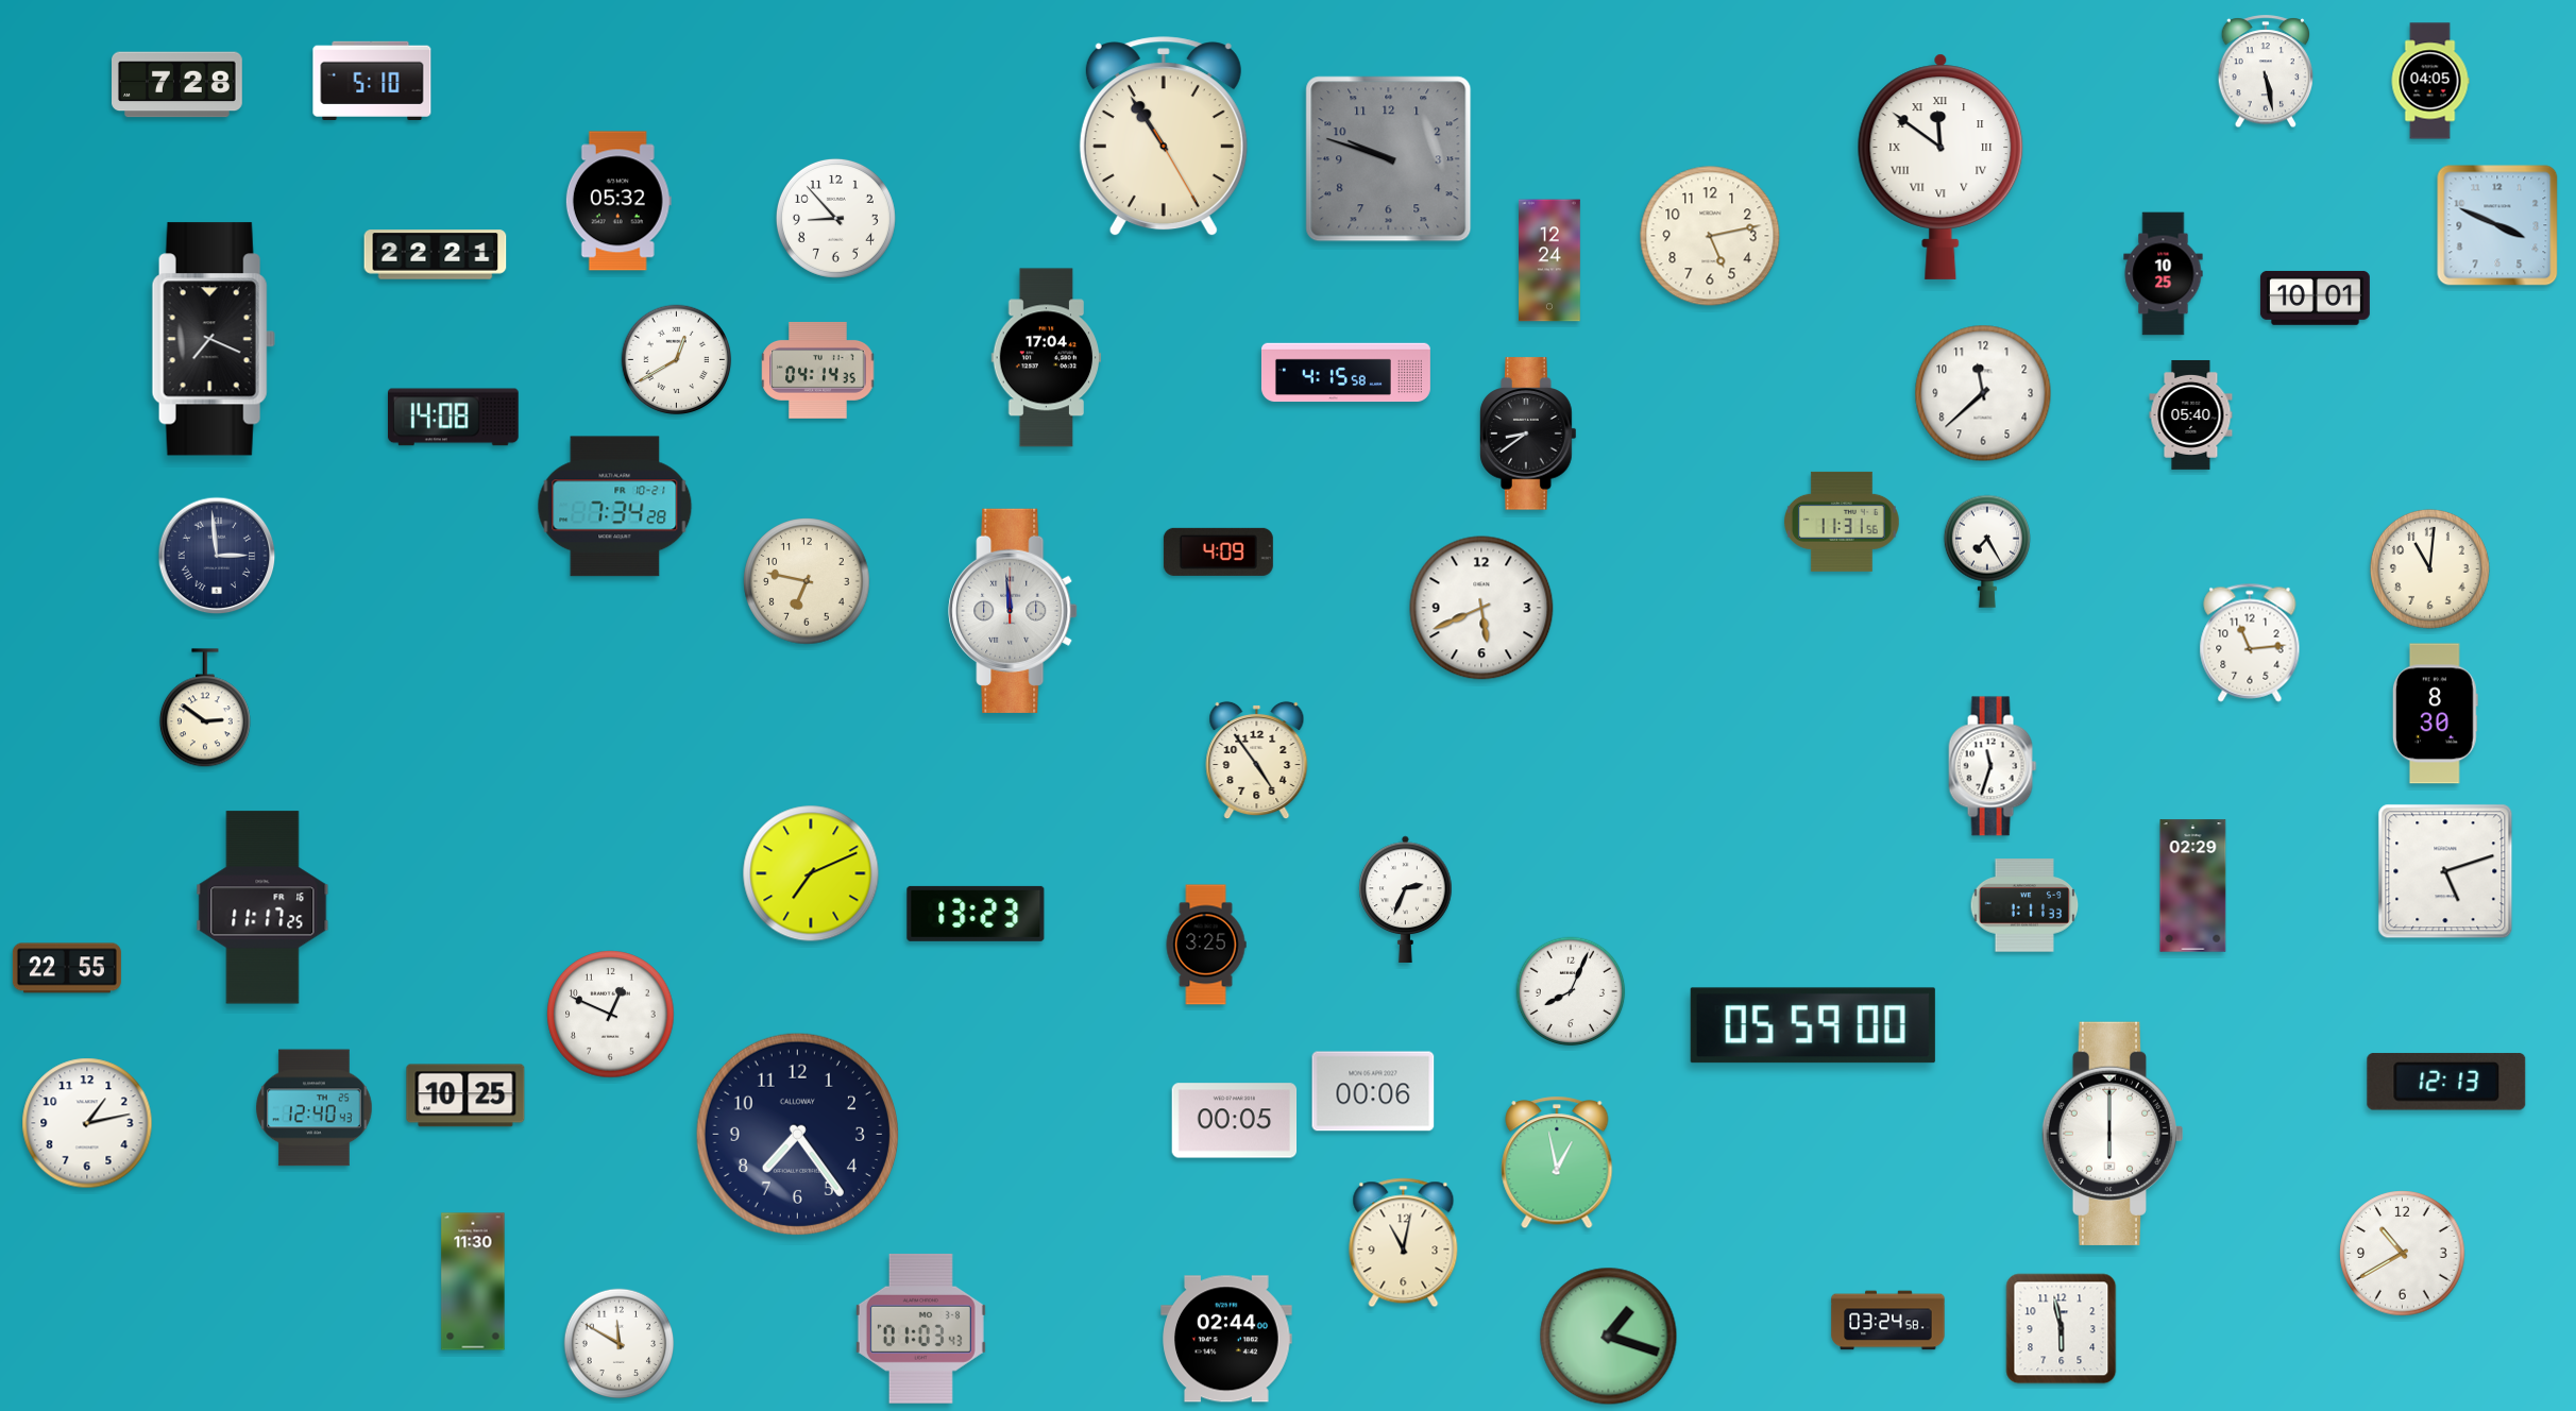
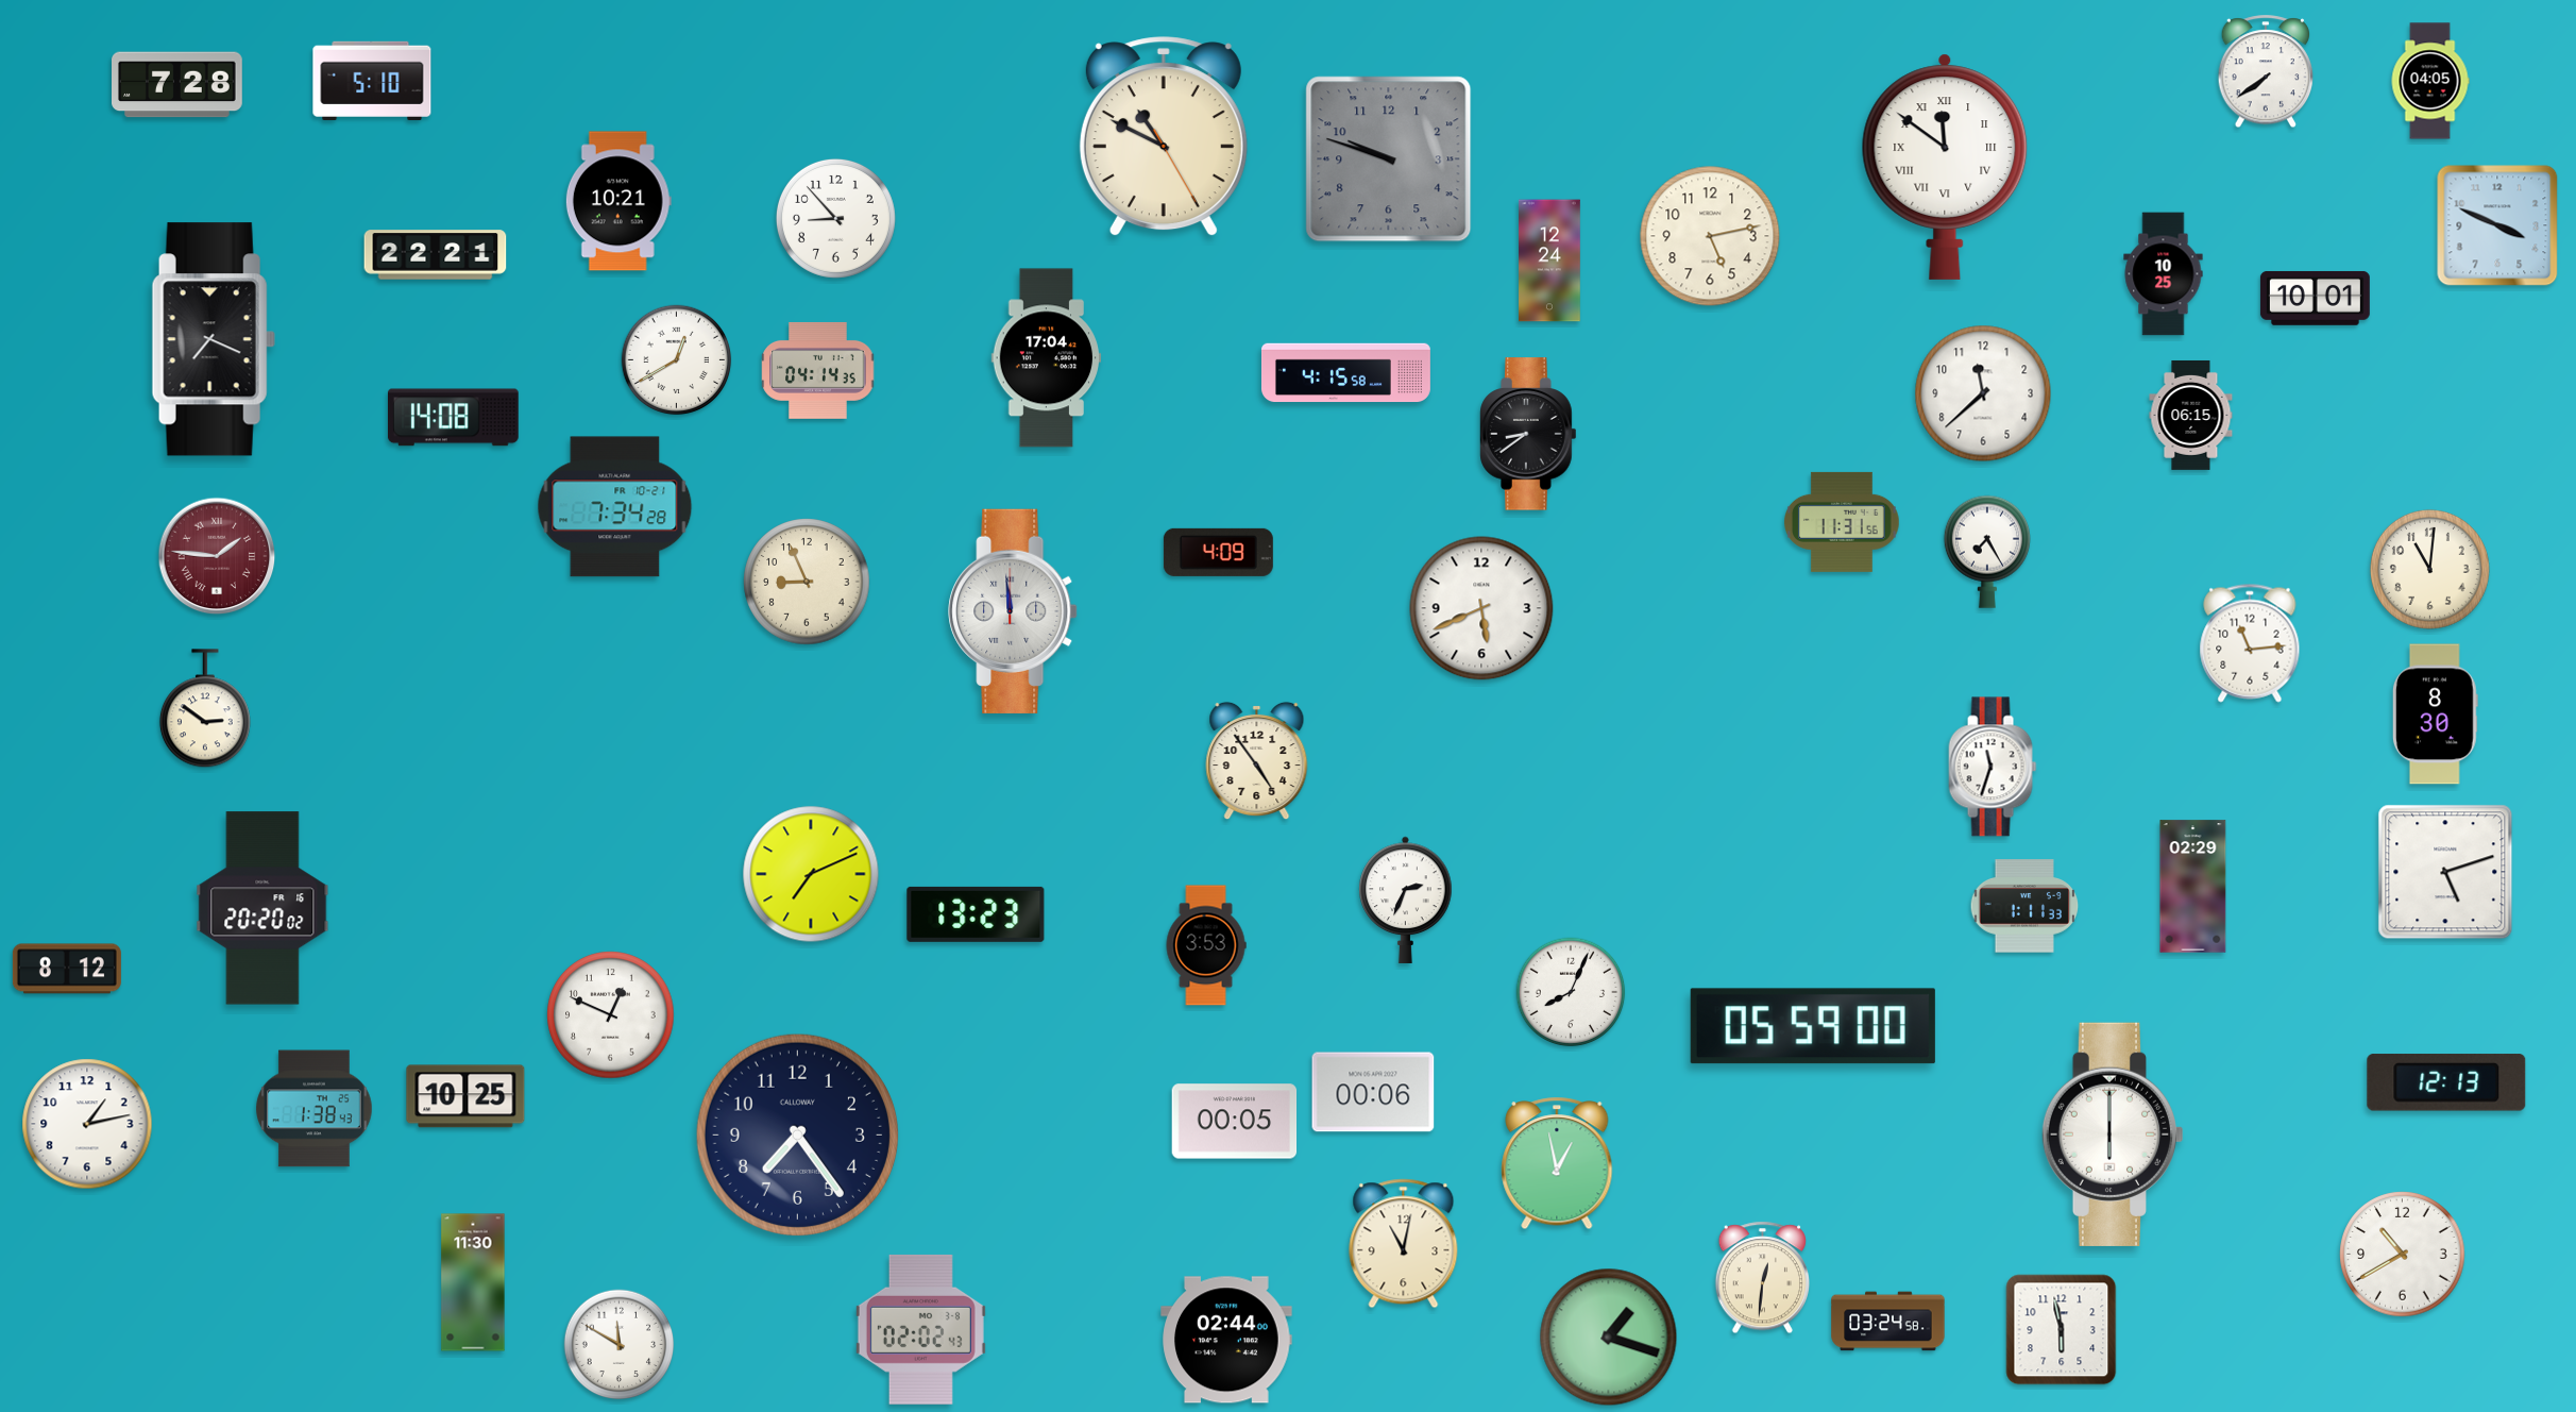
clock at (2266, 72): 5:28 -> 7:39
clock at (1164, 137): 10:54 -> 10:49
clock at (1941, 167) position: (1941, 167) -> (1945, 167)
clock at (618, 201): 05:32 -> 10:21
clock at (2191, 414): 05:40 -> 06:15
clock at (217, 556): 2:59 -> 1:46
clock at (217, 556) dial: navy -> burgundy
clock at (807, 581): 6:47 -> 8:56
clock at (262, 907): 11:17 -> 20:20
clock at (1206, 945): 3:25 -> 3:53
clock at (67, 968): 22:55 -> 8:12
clock at (315, 1108): 12:40 -> 1:38
clock at (1762, 1278): none -> 12:31
clock at (920, 1328): 01:03 -> 02:02
